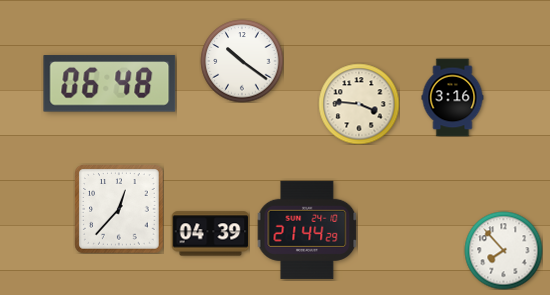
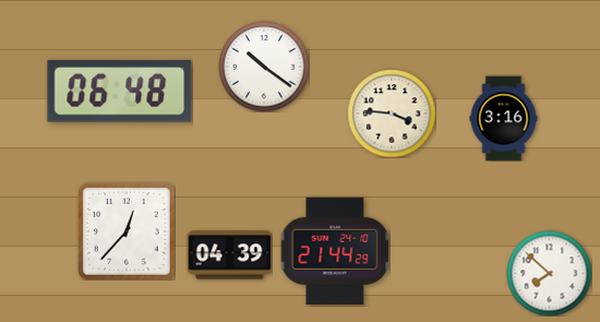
clock at (453, 97) position: (453, 97) -> (504, 118)
clock at (119, 209) position: (119, 209) -> (127, 231)
clock at (503, 250): 7:53 -> 7:52
